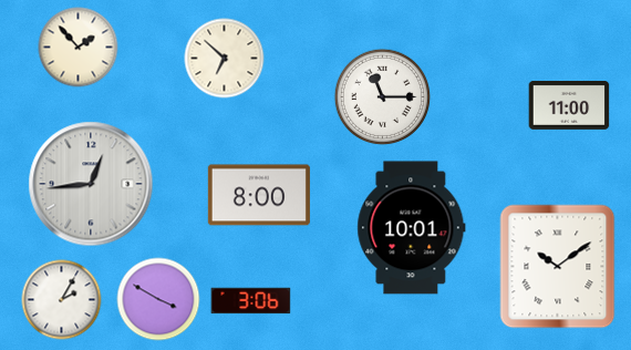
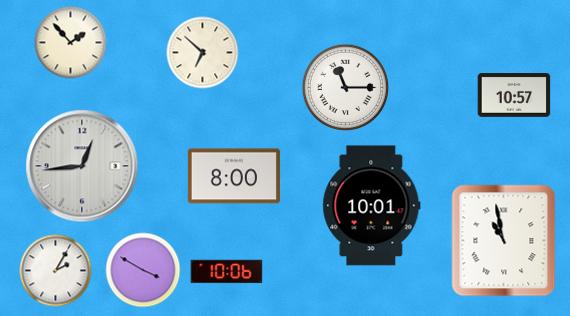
clock at (569, 106): 11:00 -> 10:57
clock at (558, 267): 10:09 -> 10:58
clock at (251, 301): 3:06 -> 10:06
